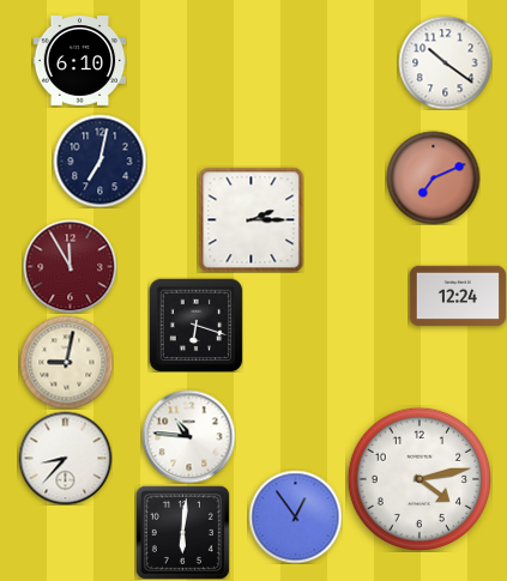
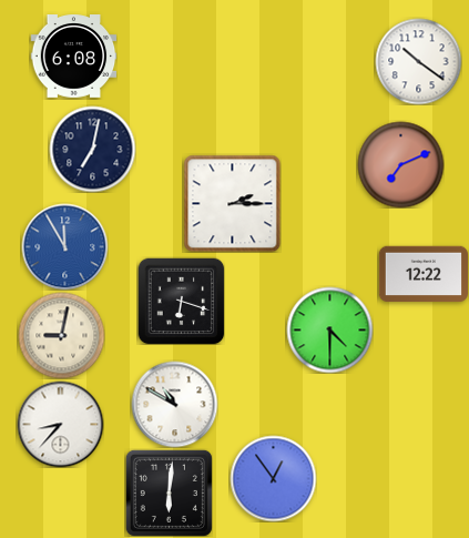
clock at (79, 61): 6:10 -> 6:08
clock at (445, 62) position: (445, 62) -> (418, 61)
clock at (70, 266) dial: burgundy -> blue
clock at (457, 296): 12:24 -> 12:22
clock at (329, 329): none -> 4:30
clock at (188, 436): 10:46 -> 10:50
clock at (418, 478): 4:13 -> none
